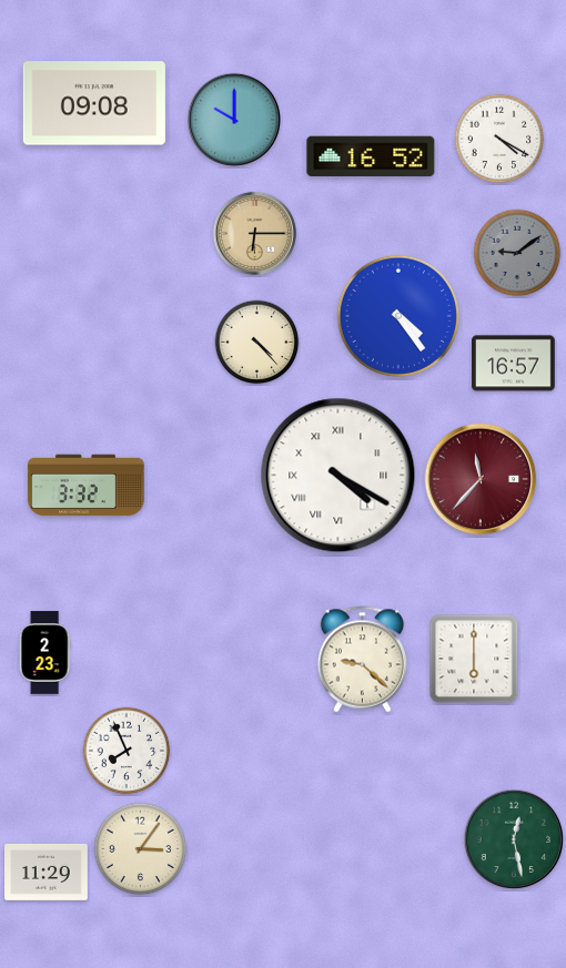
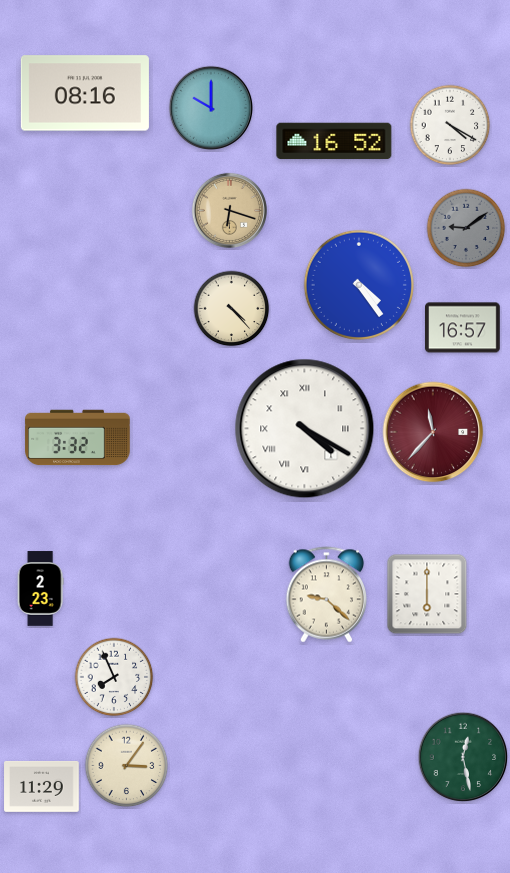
clock at (94, 103): 09:08 -> 08:16
clock at (254, 233): 6:15 -> 6:18
